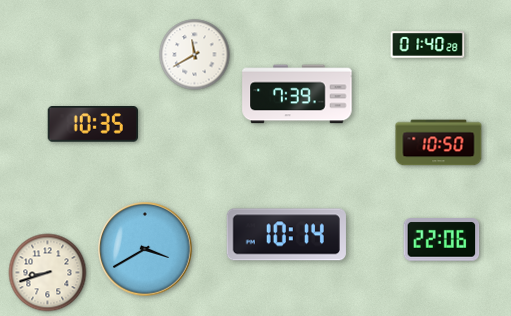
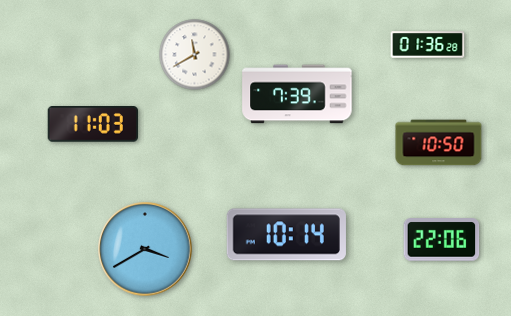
clock at (428, 45): 01:40 -> 01:36
clock at (92, 125): 10:35 -> 11:03
clock at (48, 273): 8:42 -> none
